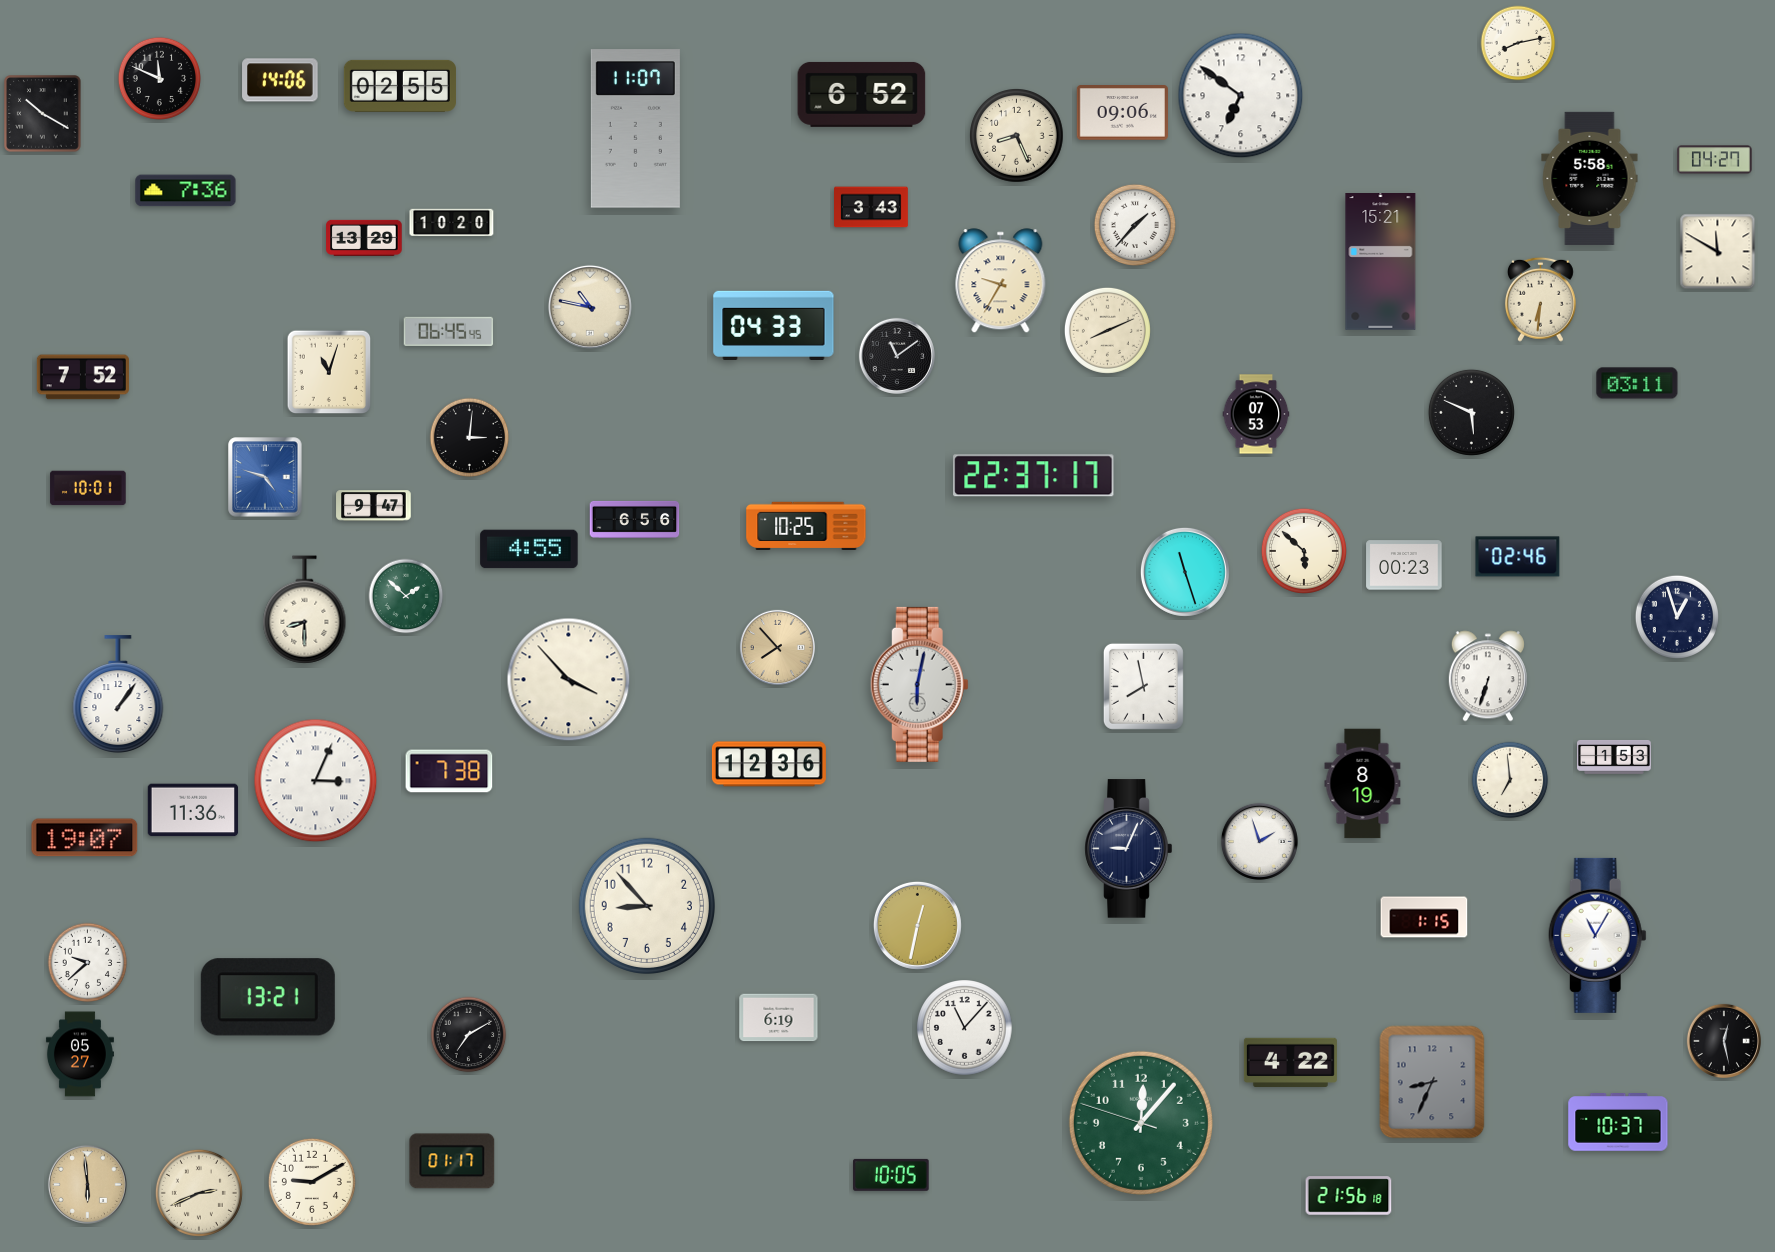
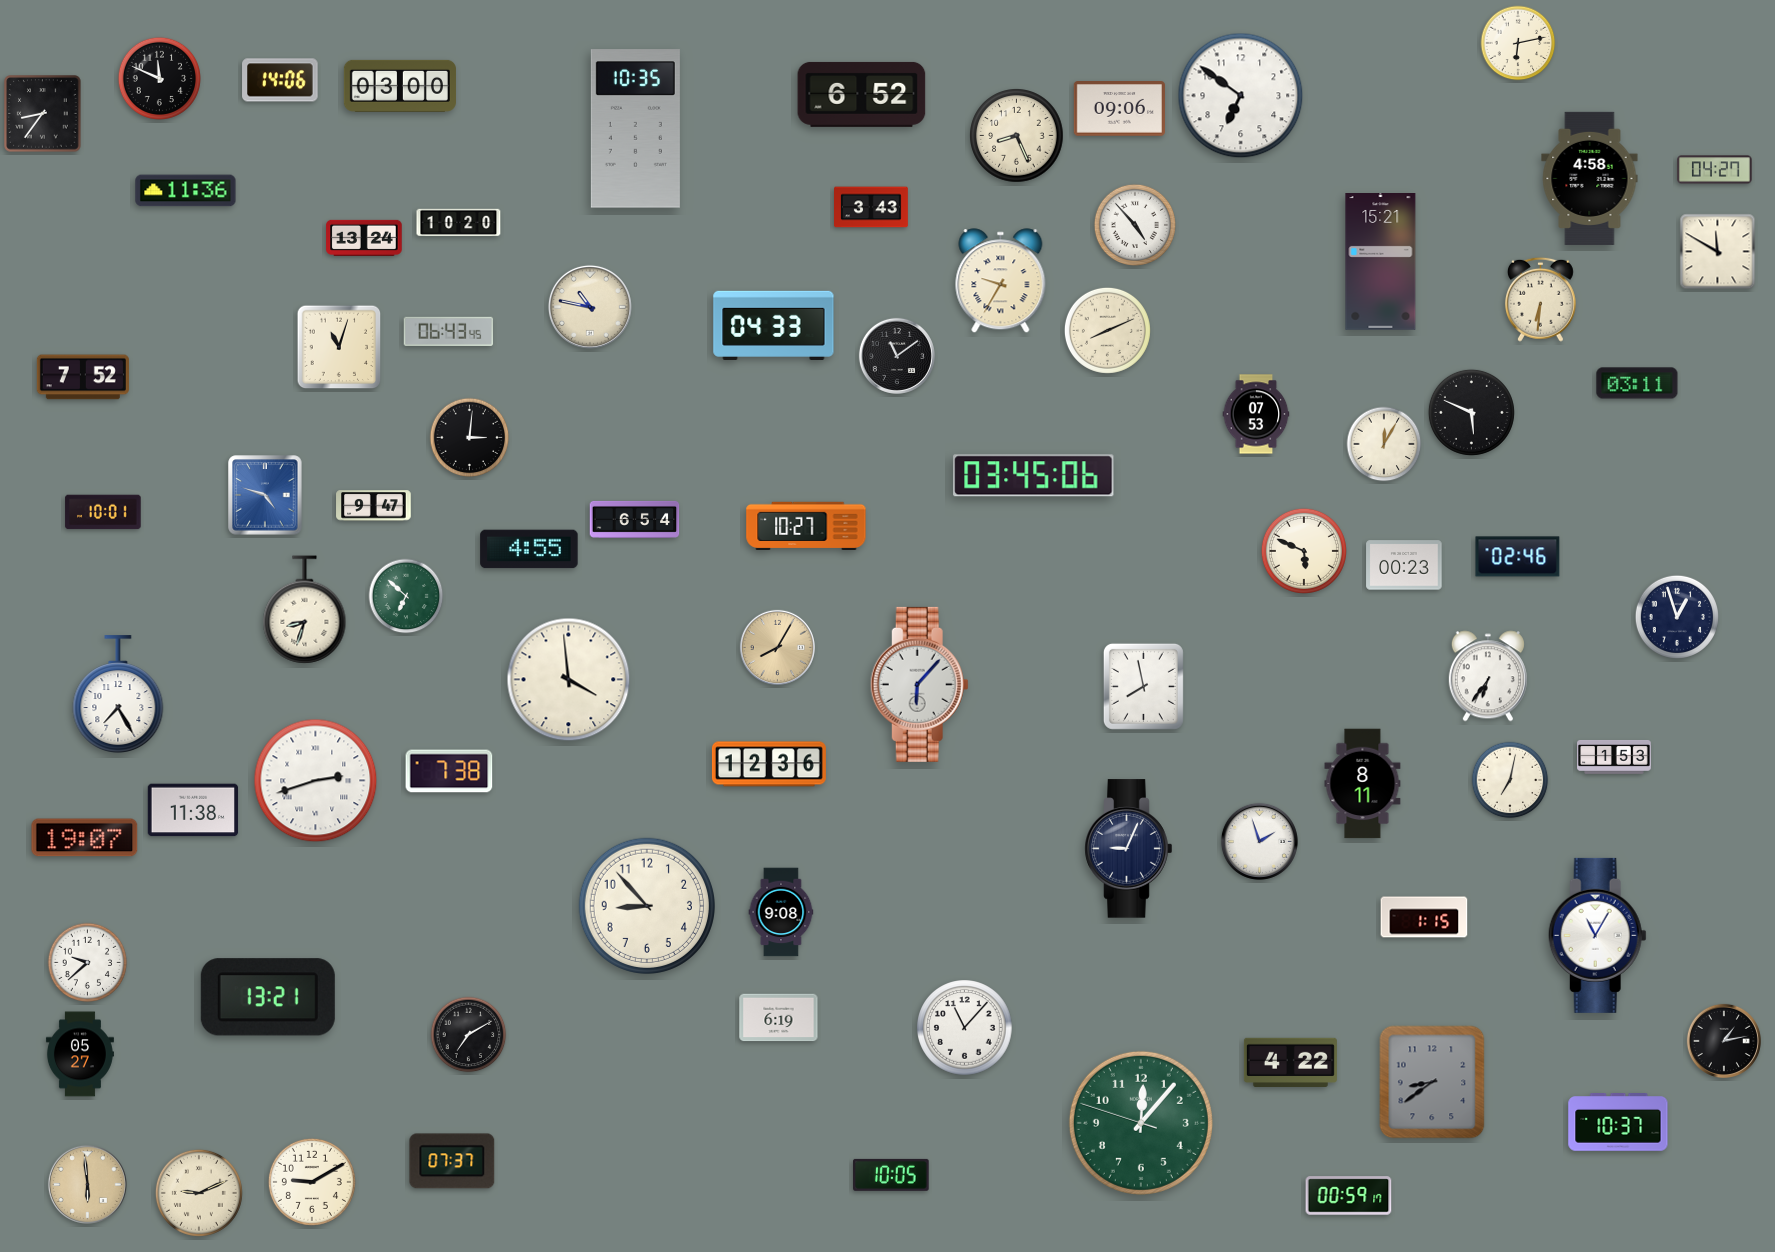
clock at (1518, 43): 8:13 -> 6:13
clock at (400, 86): 02:55 -> 03:00
clock at (1122, 113) position: (1122, 113) -> (1119, 109)
clock at (43, 114): 10:20 -> 8:36
clock at (635, 129): 11:07 -> 10:35
clock at (1715, 160) position: (1715, 160) -> (1715, 170)
clock at (1590, 178): 5:58 -> 4:58
clock at (186, 191): 7:36 -> 11:36
clock at (452, 223) position: (452, 223) -> (459, 223)
clock at (1134, 224): 1:37 -> 4:53
clock at (364, 238): 13:29 -> 13:24
clock at (449, 331): 06:45 -> 06:43
clock at (329, 372) position: (329, 372) -> (339, 347)
clock at (1384, 444): none -> 12:05
clock at (1034, 476): 22:37 -> 03:45
clock at (265, 477) position: (265, 477) -> (265, 495)
clock at (88, 488) position: (88, 488) -> (103, 512)
clock at (635, 519): 6:56 -> 6:54
clock at (806, 525): 10:25 -> 10:27
clock at (1304, 551): 5:52 -> 5:49
clock at (1185, 572): 11:27 -> none
clock at (406, 596): 1:52 -> 6:52
clock at (305, 610): 8:30 -> 8:33
clock at (777, 647): 7:53 -> 8:05
clock at (1488, 676): 6:33 -> 6:36
clock at (569, 680): 3:53 -> 3:59
clock at (919, 684): 6:02 -> 6:07
clock at (118, 694): 1:06 -> 7:25
clock at (1510, 780): 6:59 -> 7:02
clock at (316, 781): 3:04 -> 2:42
clock at (1363, 784): 8:19 -> 8:11
clock at (193, 810): 11:36 -> 11:38
clock at (781, 912): none -> 9:08
clock at (917, 925): 12:32 -> none
clock at (1724, 1041): 12:28 -> 1:13
clock at (1432, 1082): 8:34 -> 8:39
clock at (452, 1161): 01:17 -> 07:37
clock at (199, 1193): 2:41 -> 9:11
clock at (1349, 1196): 21:56 -> 00:59
